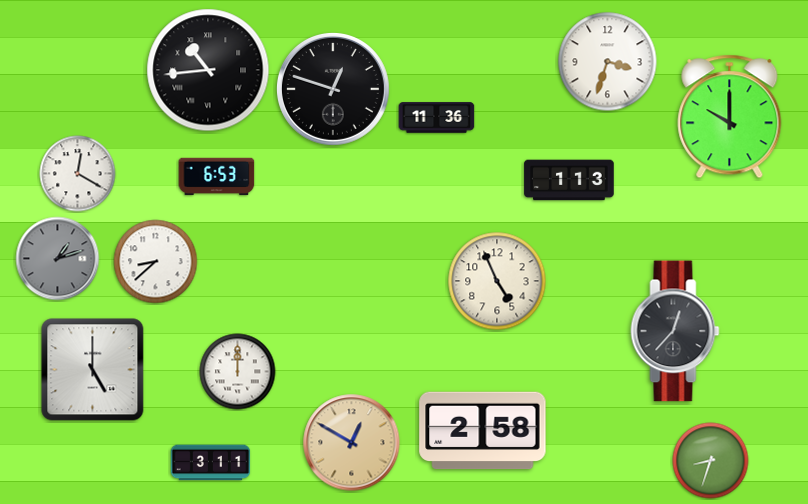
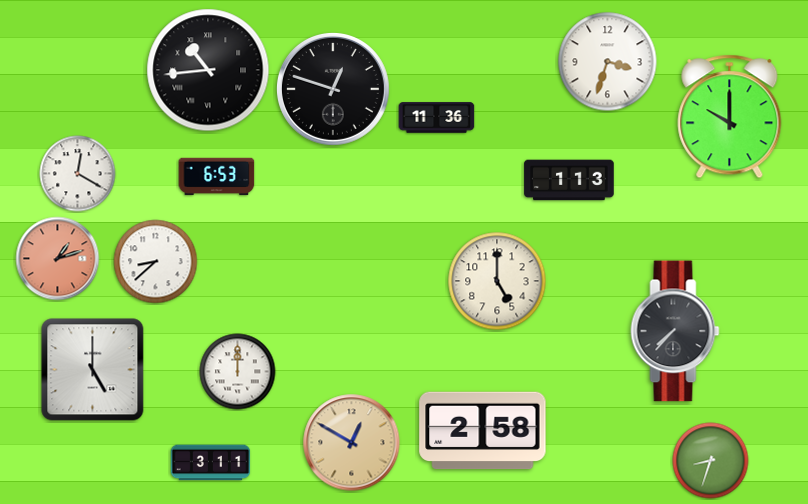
clock at (58, 259) dial: grey -> salmon
clock at (497, 281): 4:56 -> 5:00
clock at (675, 331): 12:37 -> 7:37
